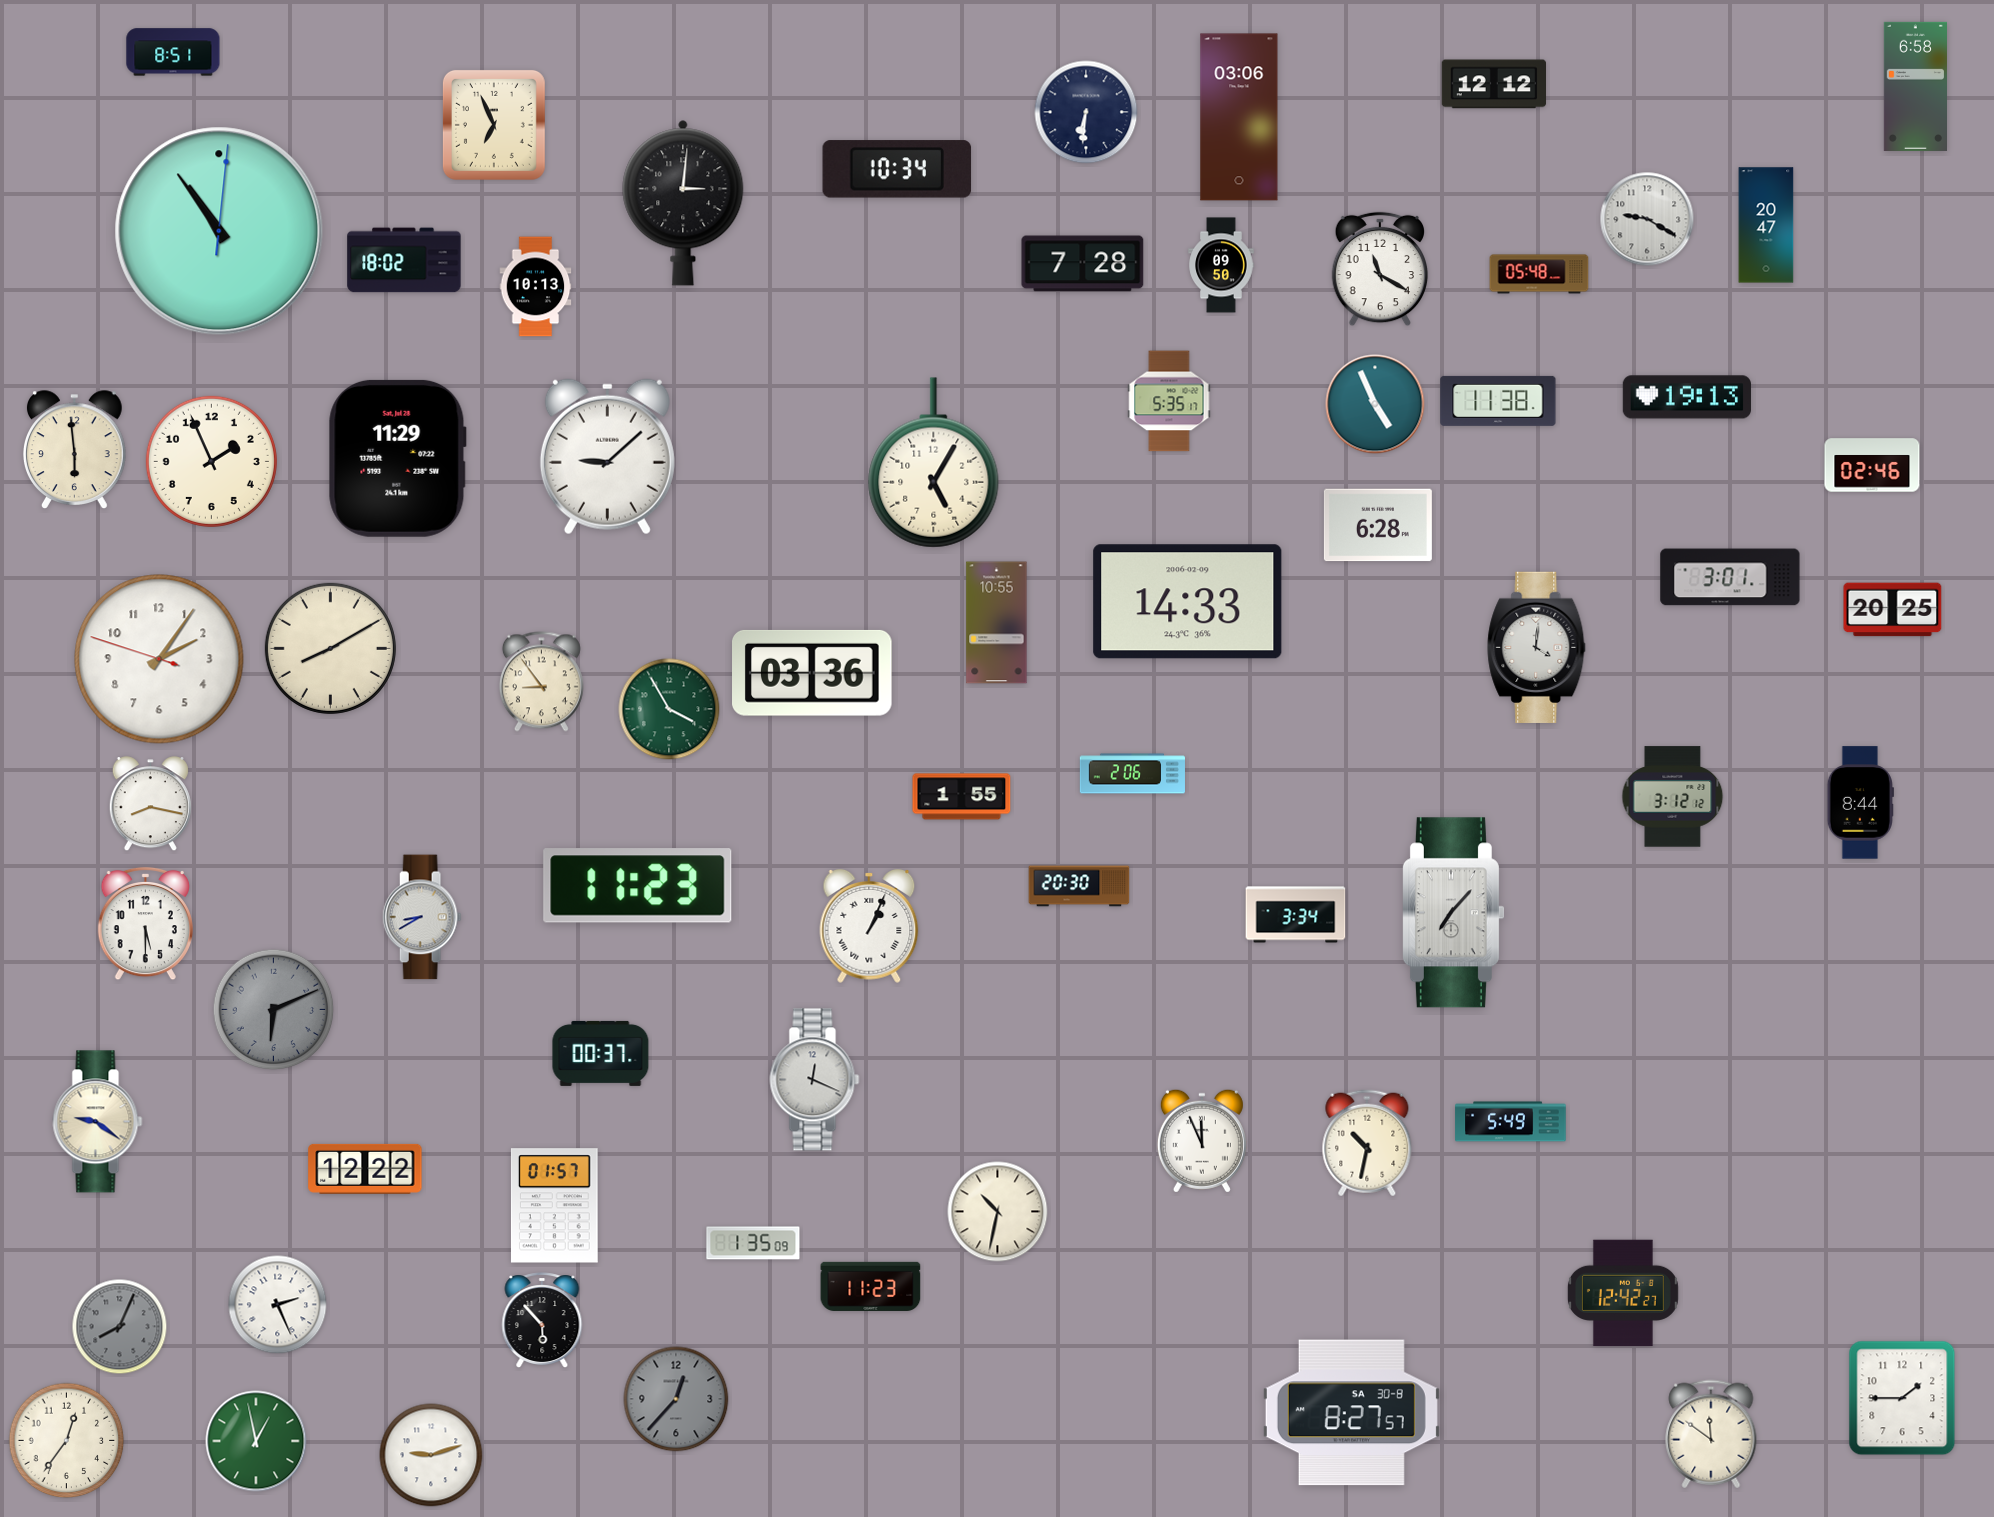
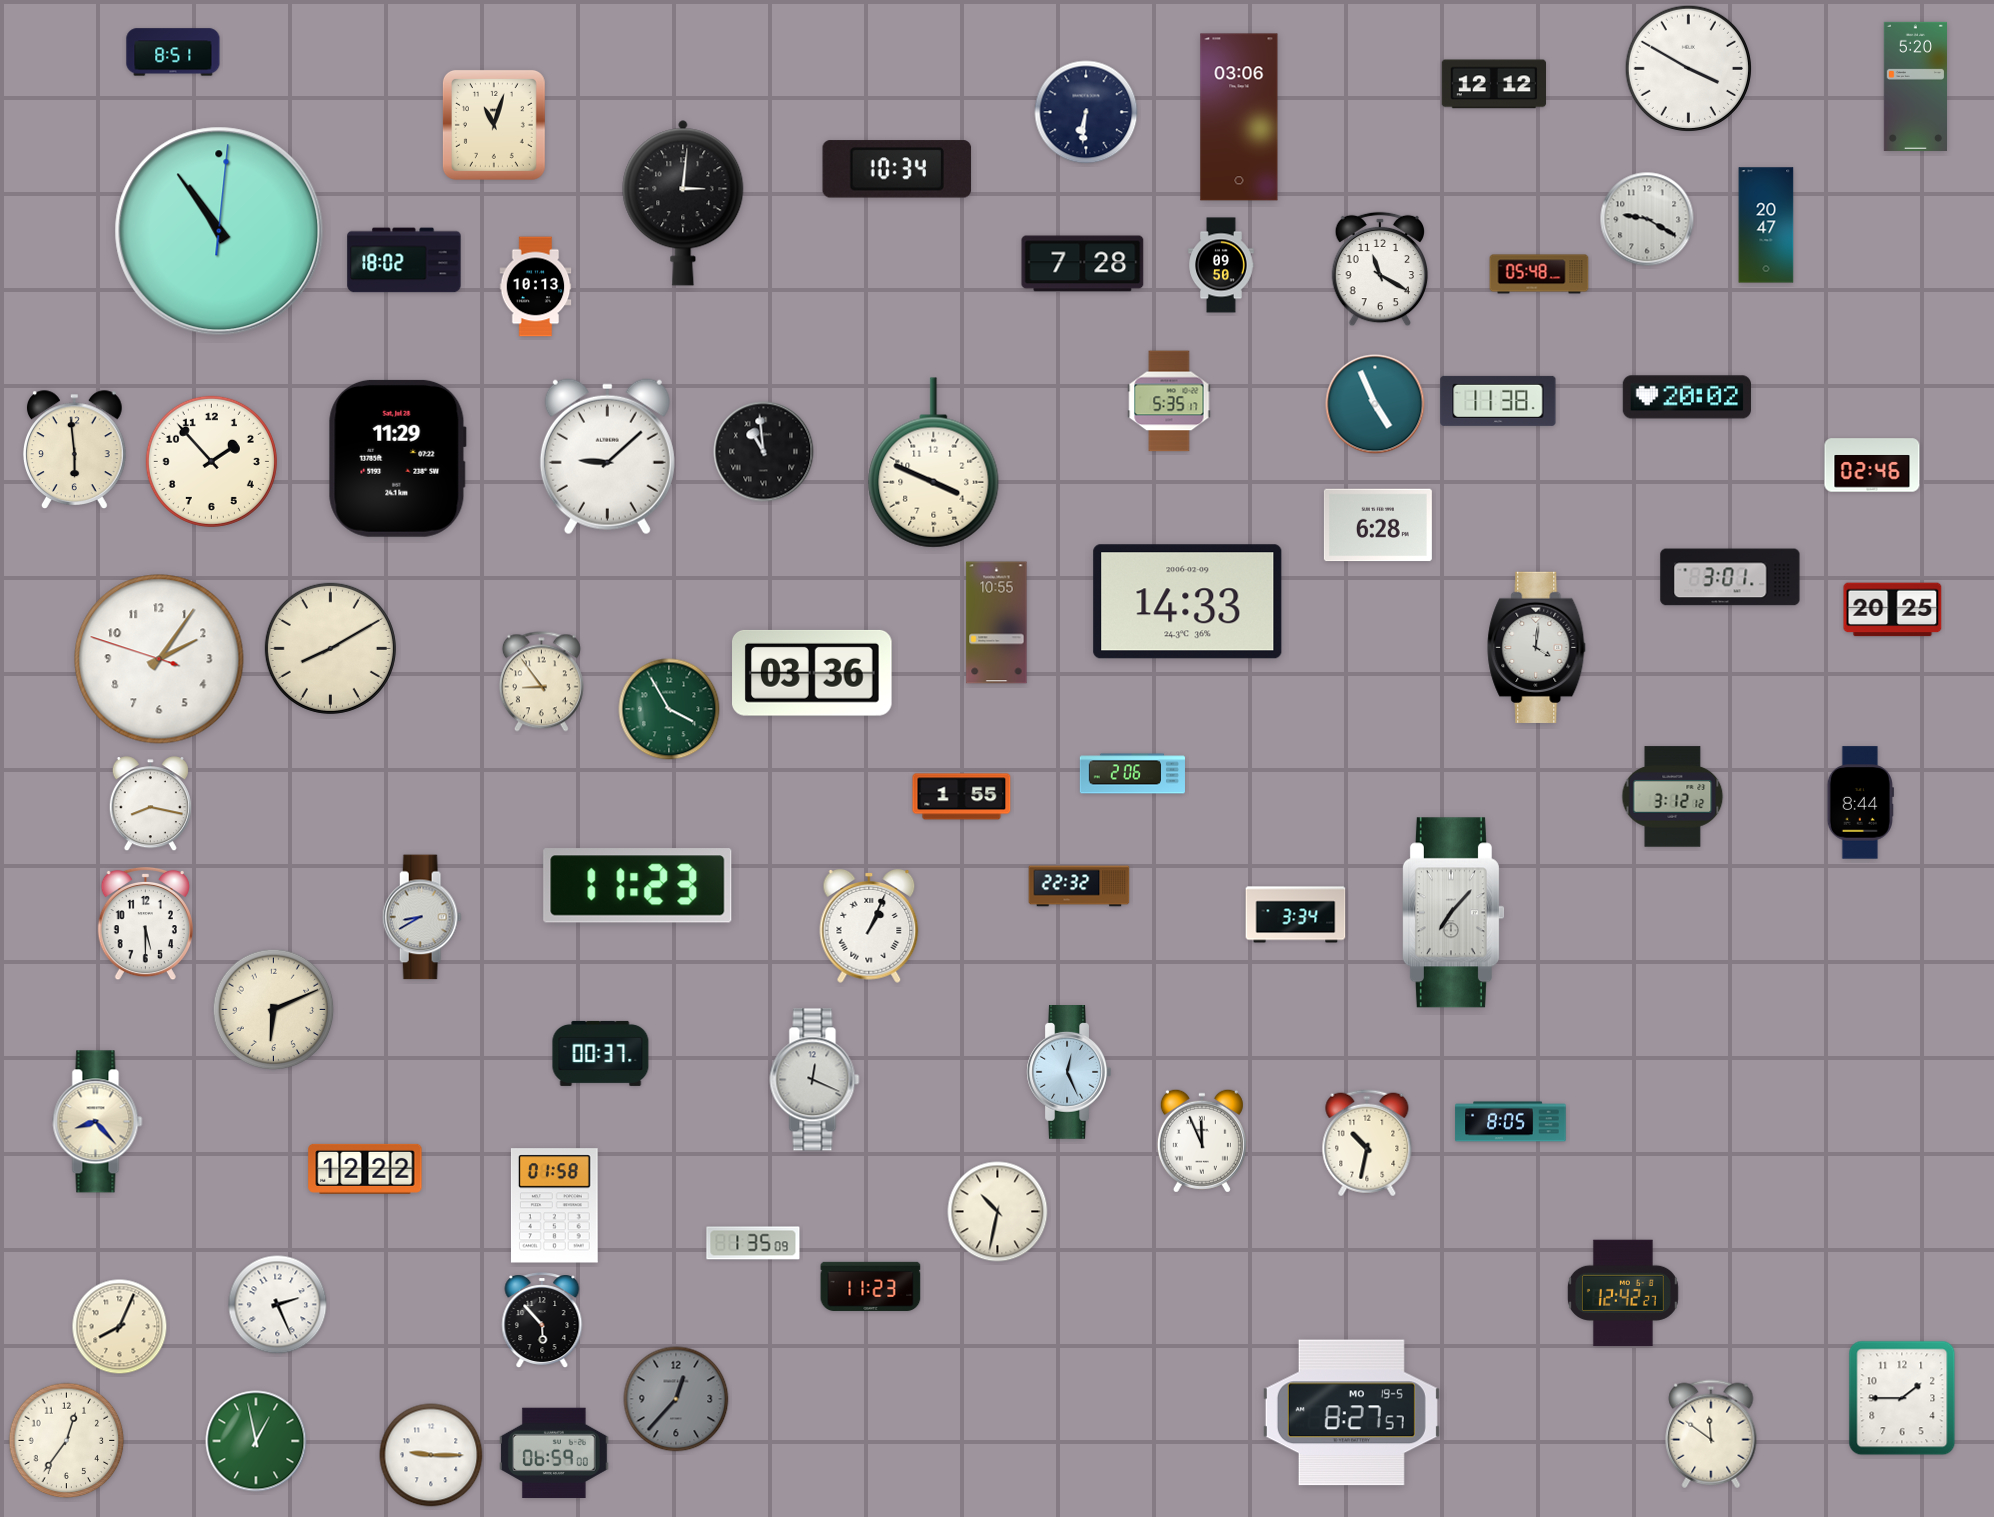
clock at (1688, 68): none -> 3:50
clock at (1915, 86): 6:58 -> 5:20
clock at (494, 125): 6:56 -> 11:03
clock at (1687, 397): 19:13 -> 20:02
clock at (764, 452): none -> 10:59
clock at (211, 461): 1:56 -> 1:53
clock at (934, 463): 5:05 -> 3:49
clock at (1079, 886): 20:30 -> 22:32
clock at (274, 1010) dial: grey -> cream
clock at (1069, 1073): none -> 12:26
clock at (98, 1122): 9:21 -> 8:23
clock at (1511, 1122): 5:49 -> 8:05
clock at (554, 1206): 01:57 -> 01:58
clock at (120, 1327) dial: grey -> cream
clock at (1351, 1413) date: SA 30-8 -> MO 19-5
clock at (555, 1453): none -> 06:59
clock at (431, 1455): 9:12 -> 9:15
